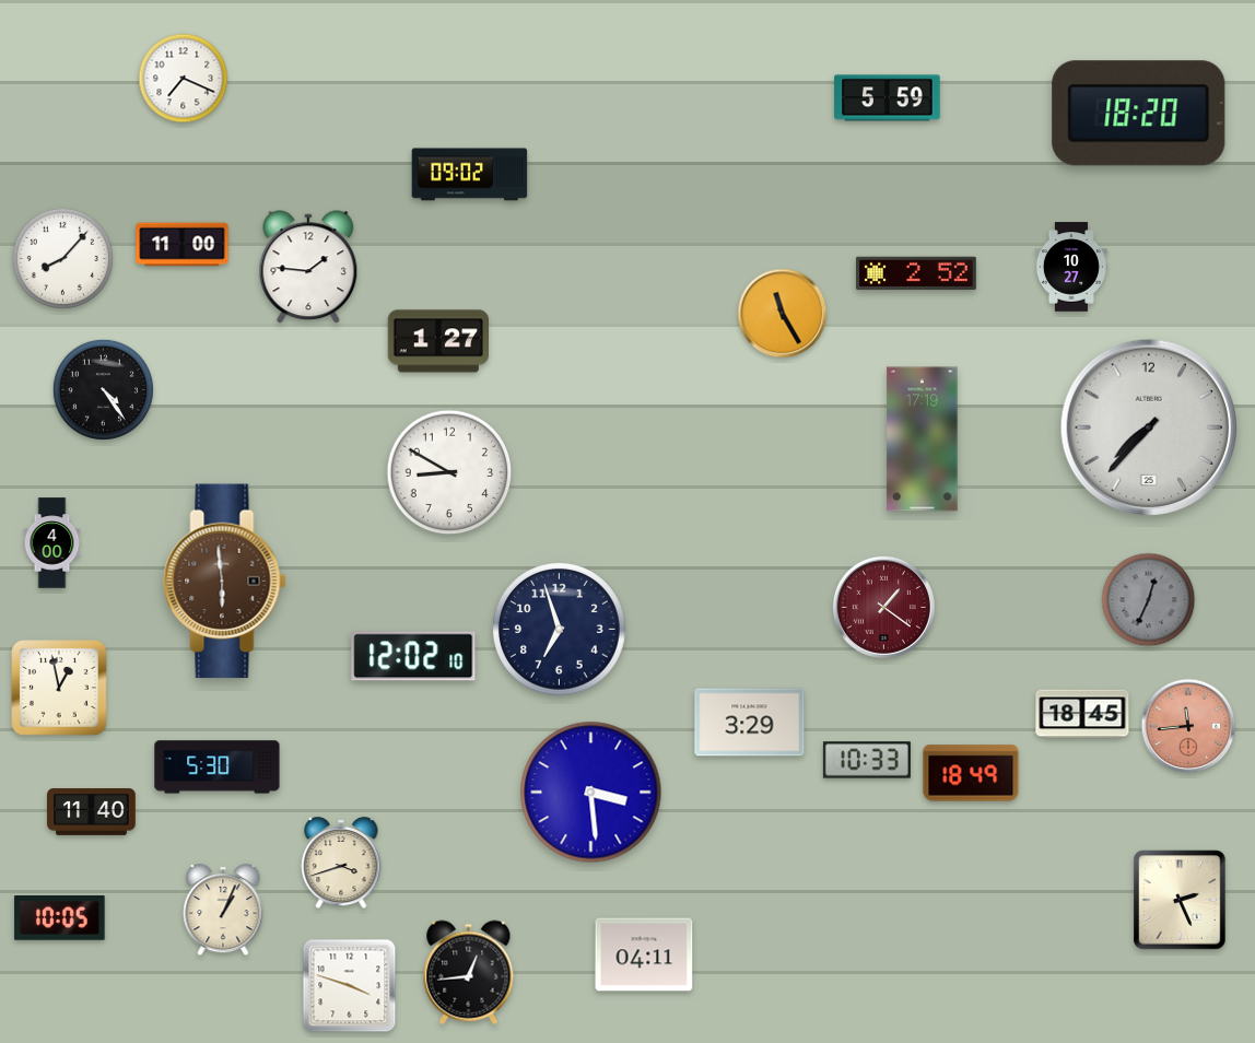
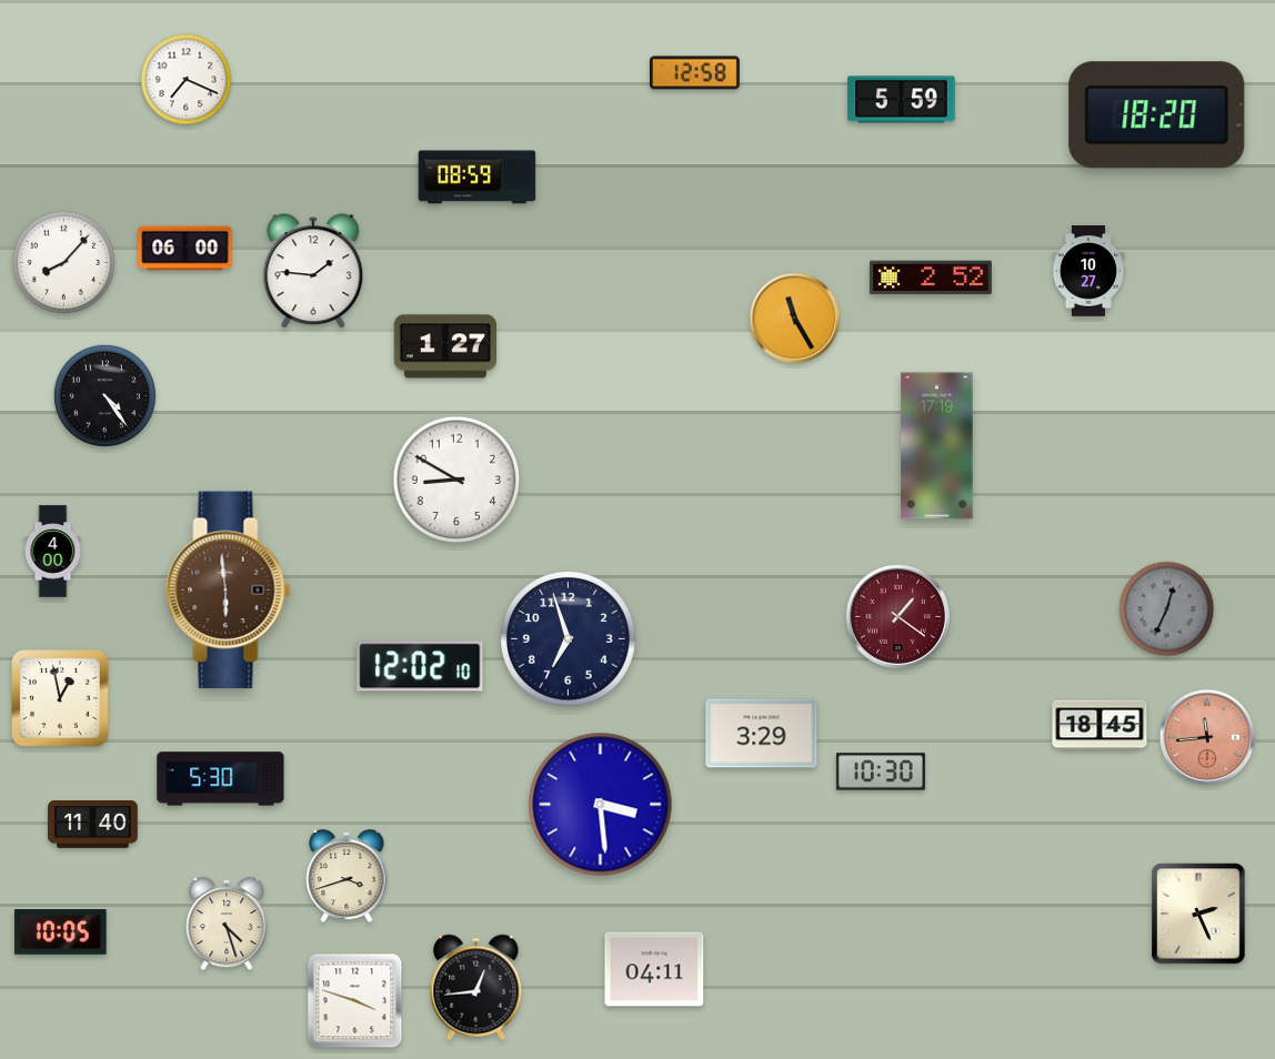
clock at (694, 73): none -> 12:58
clock at (470, 175): 09:02 -> 08:59
clock at (183, 245): 11:00 -> 06:00
clock at (1149, 427): 7:37 -> none
clock at (867, 760): 10:33 -> 10:30
clock at (971, 773): 18:49 -> none
clock at (223, 910): 1:04 -> 4:27
